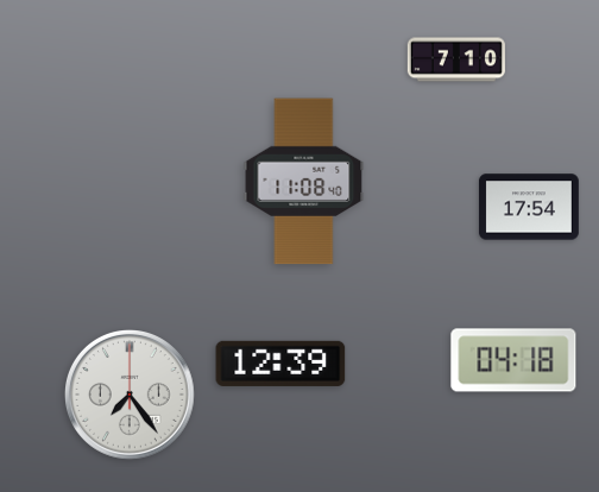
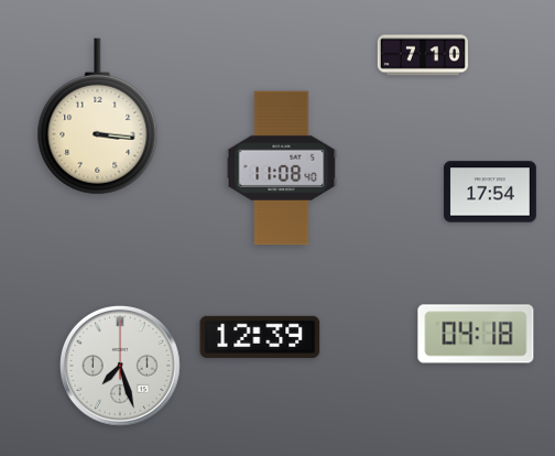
clock at (98, 117): none -> 3:16
clock at (131, 396): 7:24 -> 7:27
